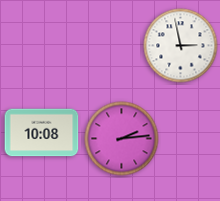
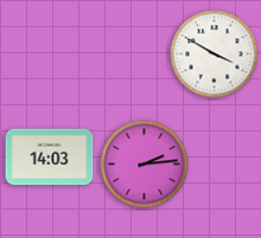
clock at (181, 46): 2:58 -> 3:50
clock at (42, 133): 10:08 -> 14:03
